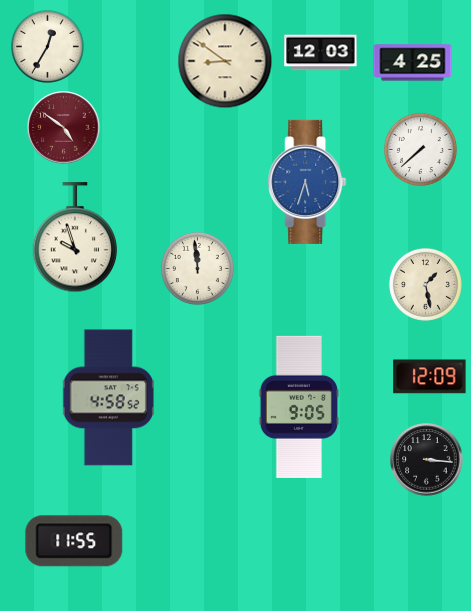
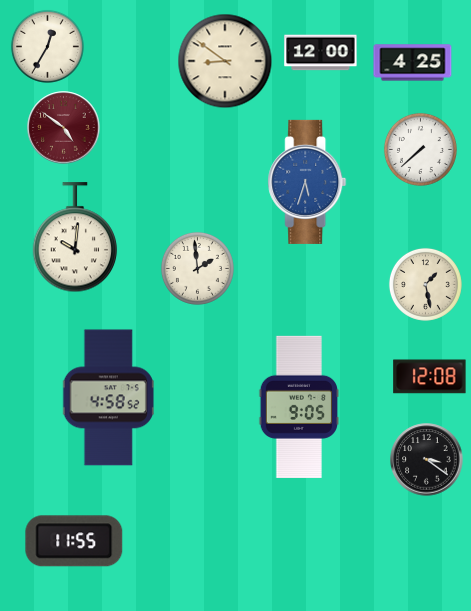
clock at (321, 53): 12:03 -> 12:00
clock at (75, 238): 9:57 -> 10:01
clock at (197, 268): 11:59 -> 1:59
clock at (430, 377): 12:09 -> 12:08
clock at (427, 460): 3:16 -> 3:21
